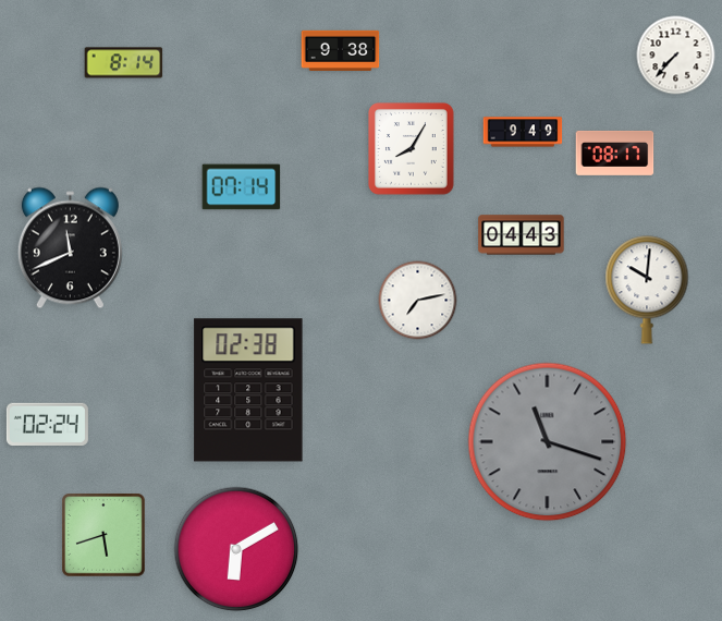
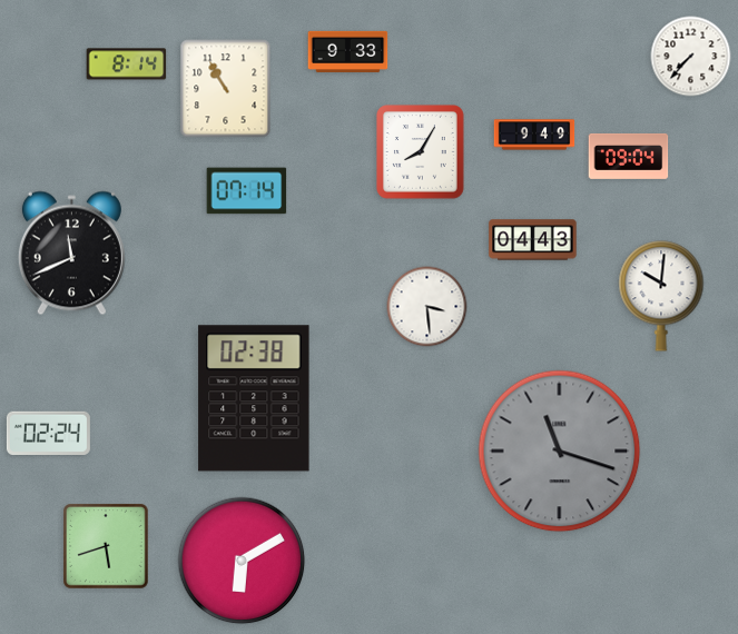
clock at (341, 50): 9:38 -> 9:33
clock at (226, 89): none -> 10:55
clock at (615, 153): 08:17 -> 09:04
clock at (418, 301): 7:13 -> 3:29
